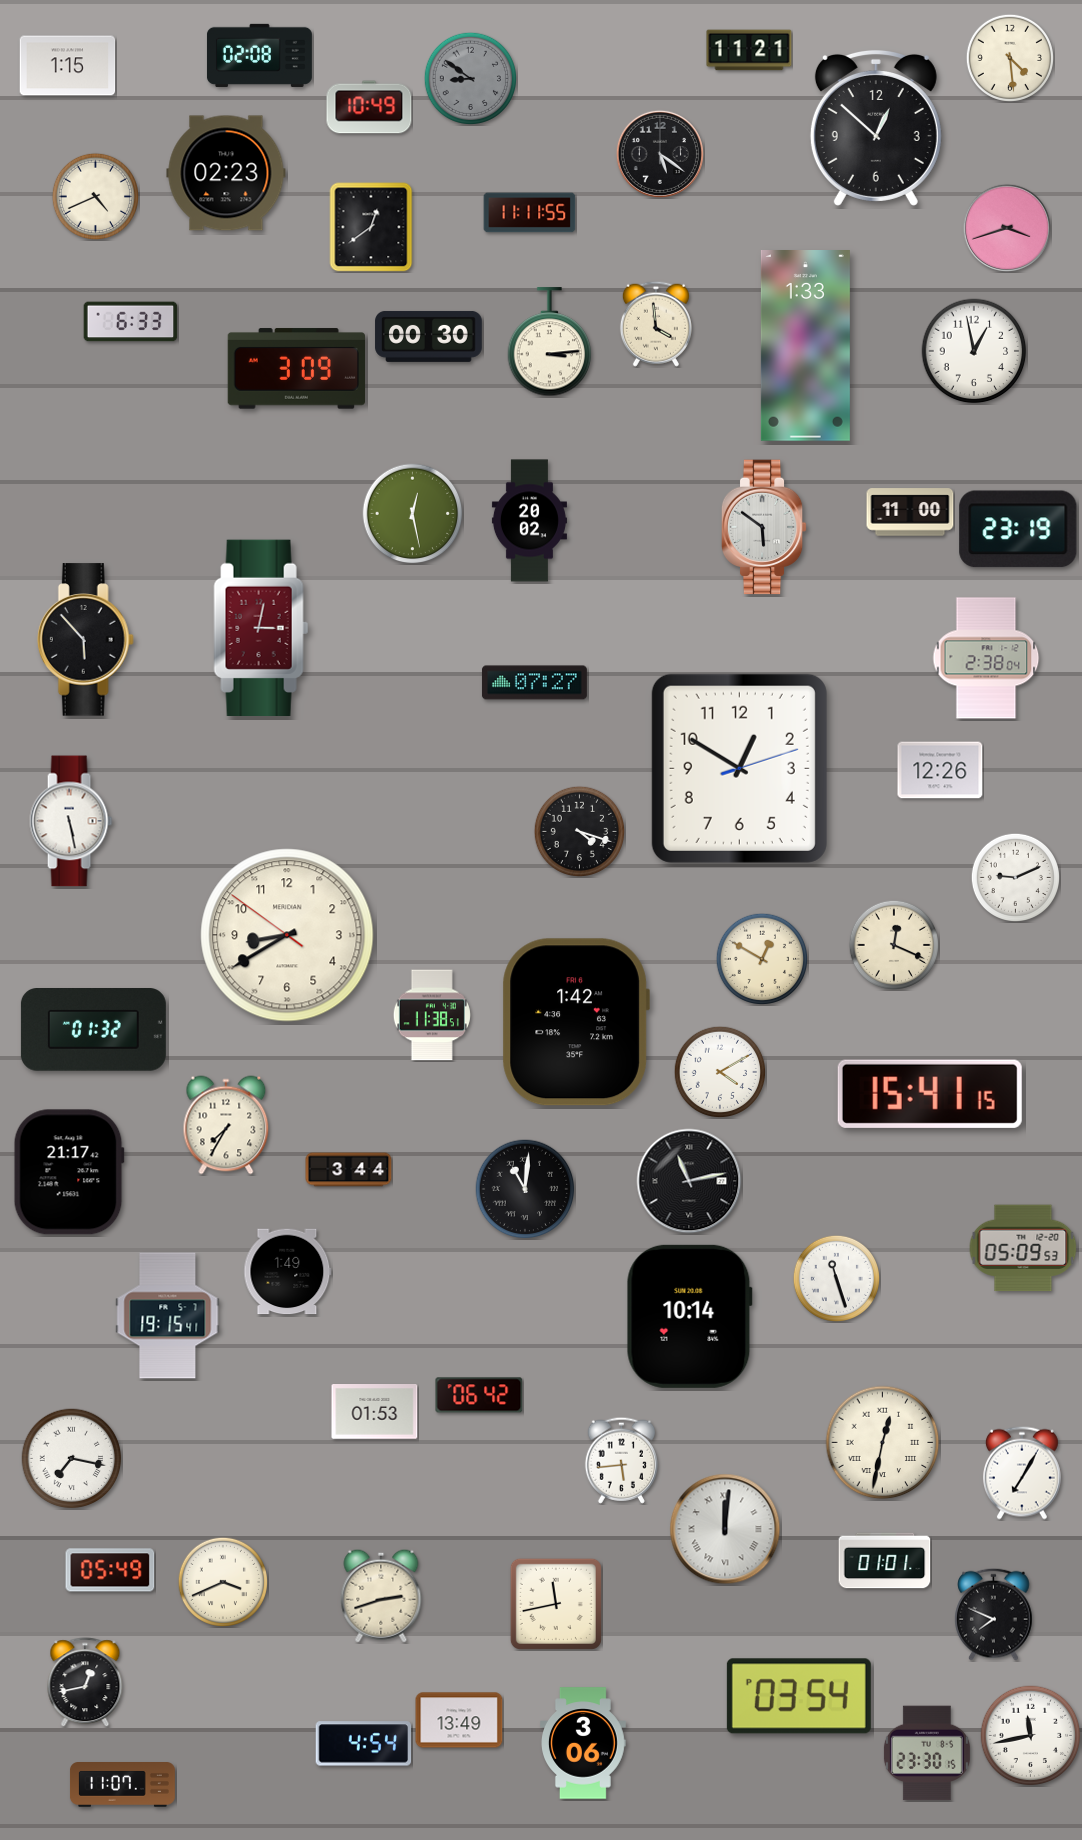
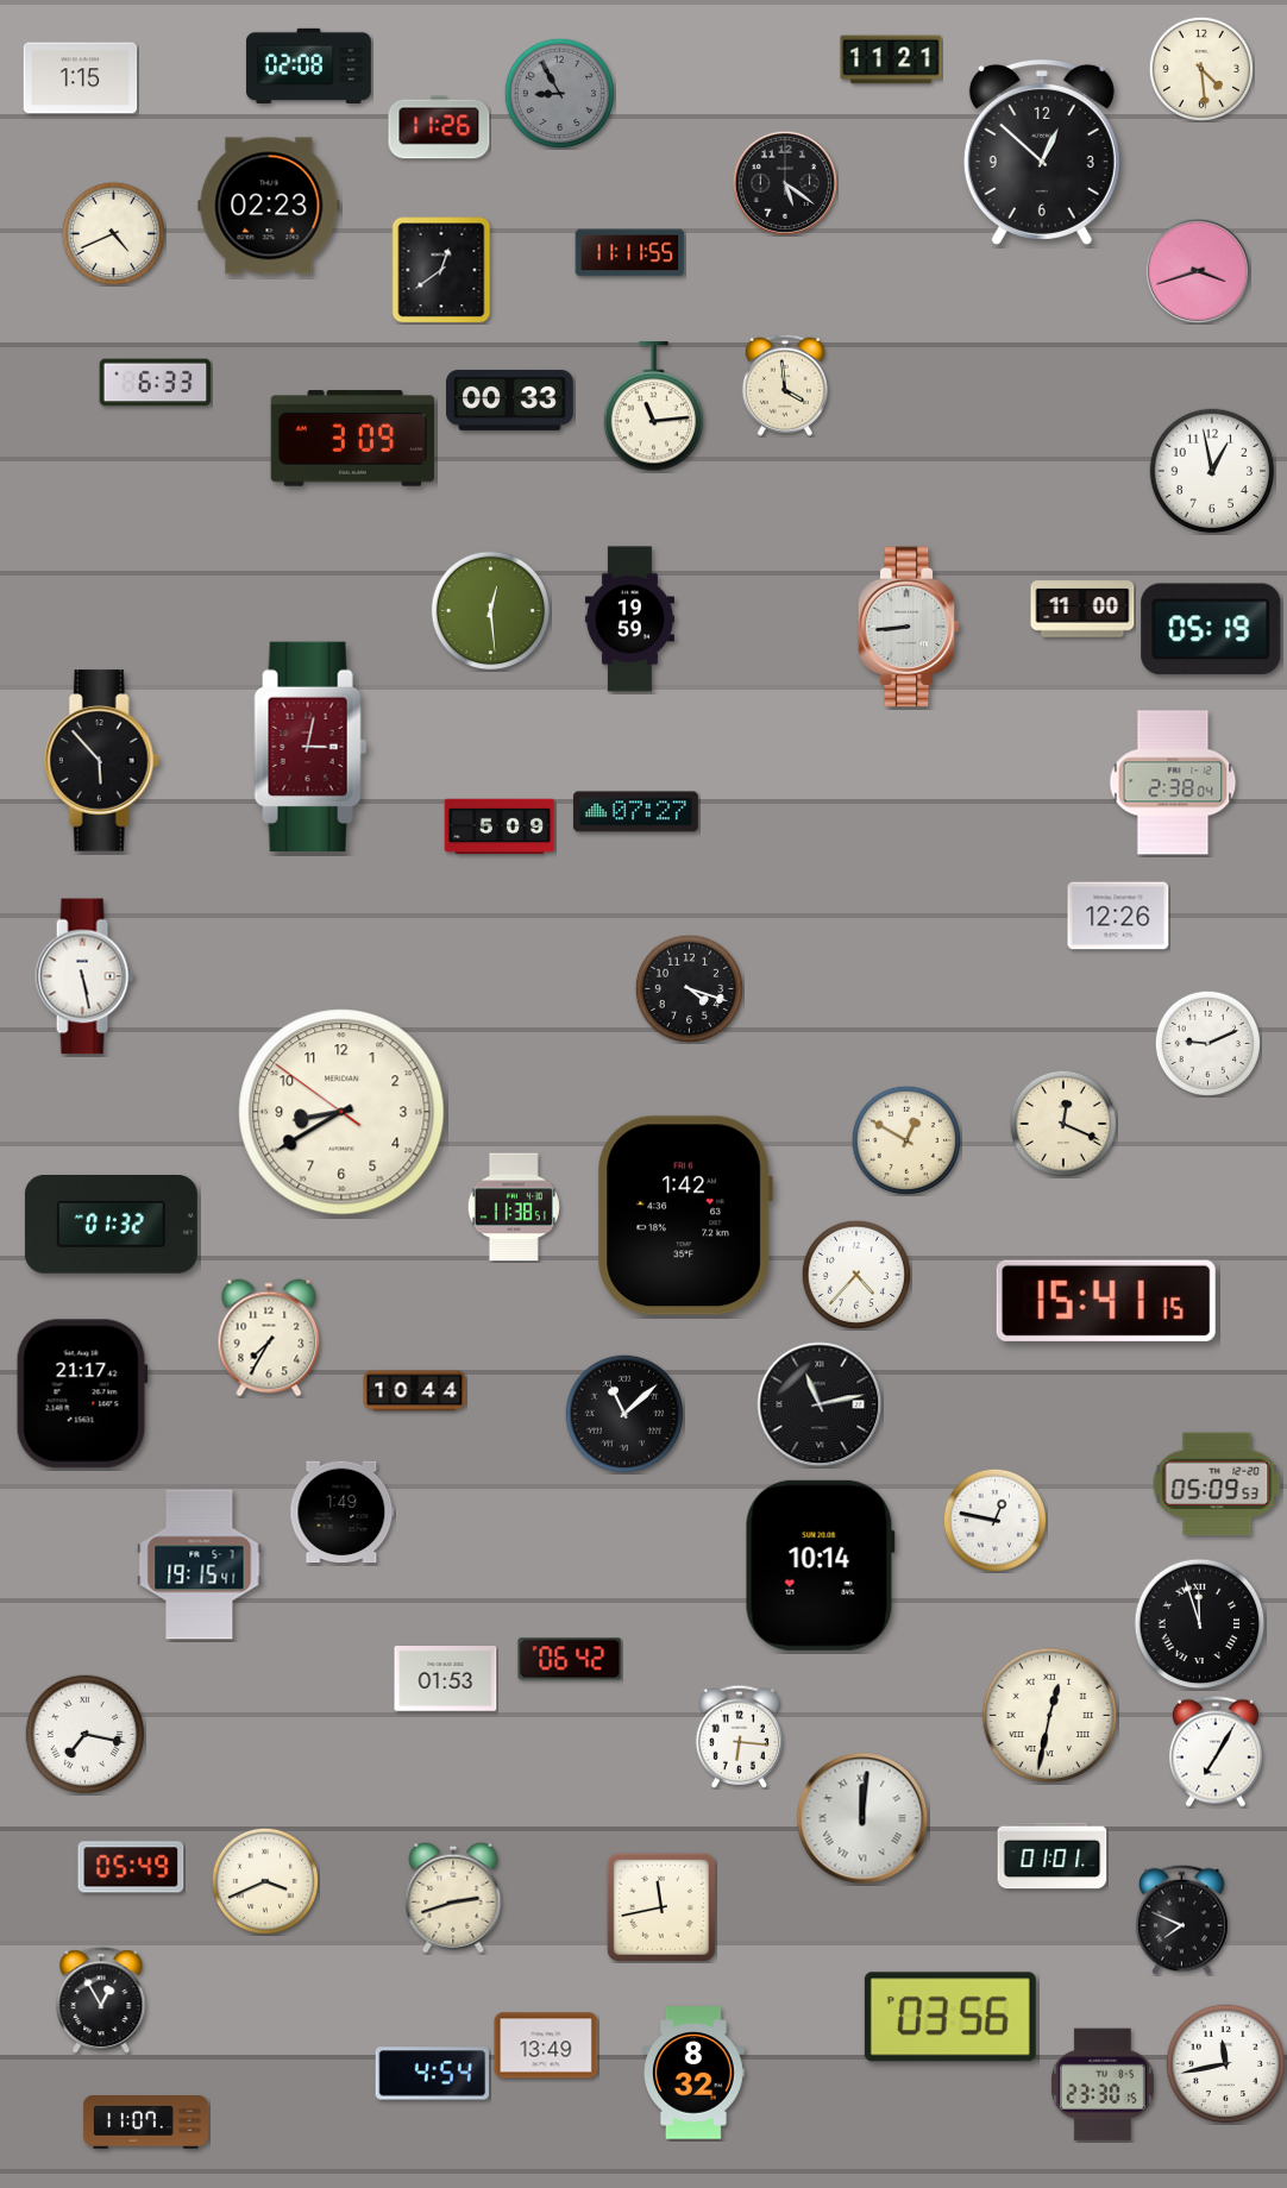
clock at (470, 78): 8:51 -> 8:55
clock at (369, 107): 10:49 -> 11:26
clock at (656, 324) position: (656, 324) -> (785, 385)
clock at (429, 336): 00:30 -> 00:33
clock at (550, 342): 3:14 -> 11:14
clock at (805, 346): 1:33 -> none
clock at (974, 351) position: (974, 351) -> (1212, 471)
clock at (413, 514): 12:28 -> 12:29
clock at (529, 521): 20:02 -> 19:59
clock at (764, 527): 5:51 -> 8:44
clock at (1018, 529): 23:19 -> 05:19
clock at (500, 826): none -> 5:09
clock at (739, 768): 12:50 -> none
clock at (719, 1071): 4:10 -> 4:37
clock at (349, 1170): 3:44 -> 10:44
clock at (525, 1189): 11:01 -> 11:08
clock at (836, 1278): 11:27 -> 12:47
clock at (1200, 1624): none -> 11:57
clock at (621, 1460): 5:44 -> 6:16
clock at (85, 1682): 12:43 -> 12:55
clock at (799, 1696): 03:54 -> 03:56
clock at (584, 1743): 3:06 -> 8:32
